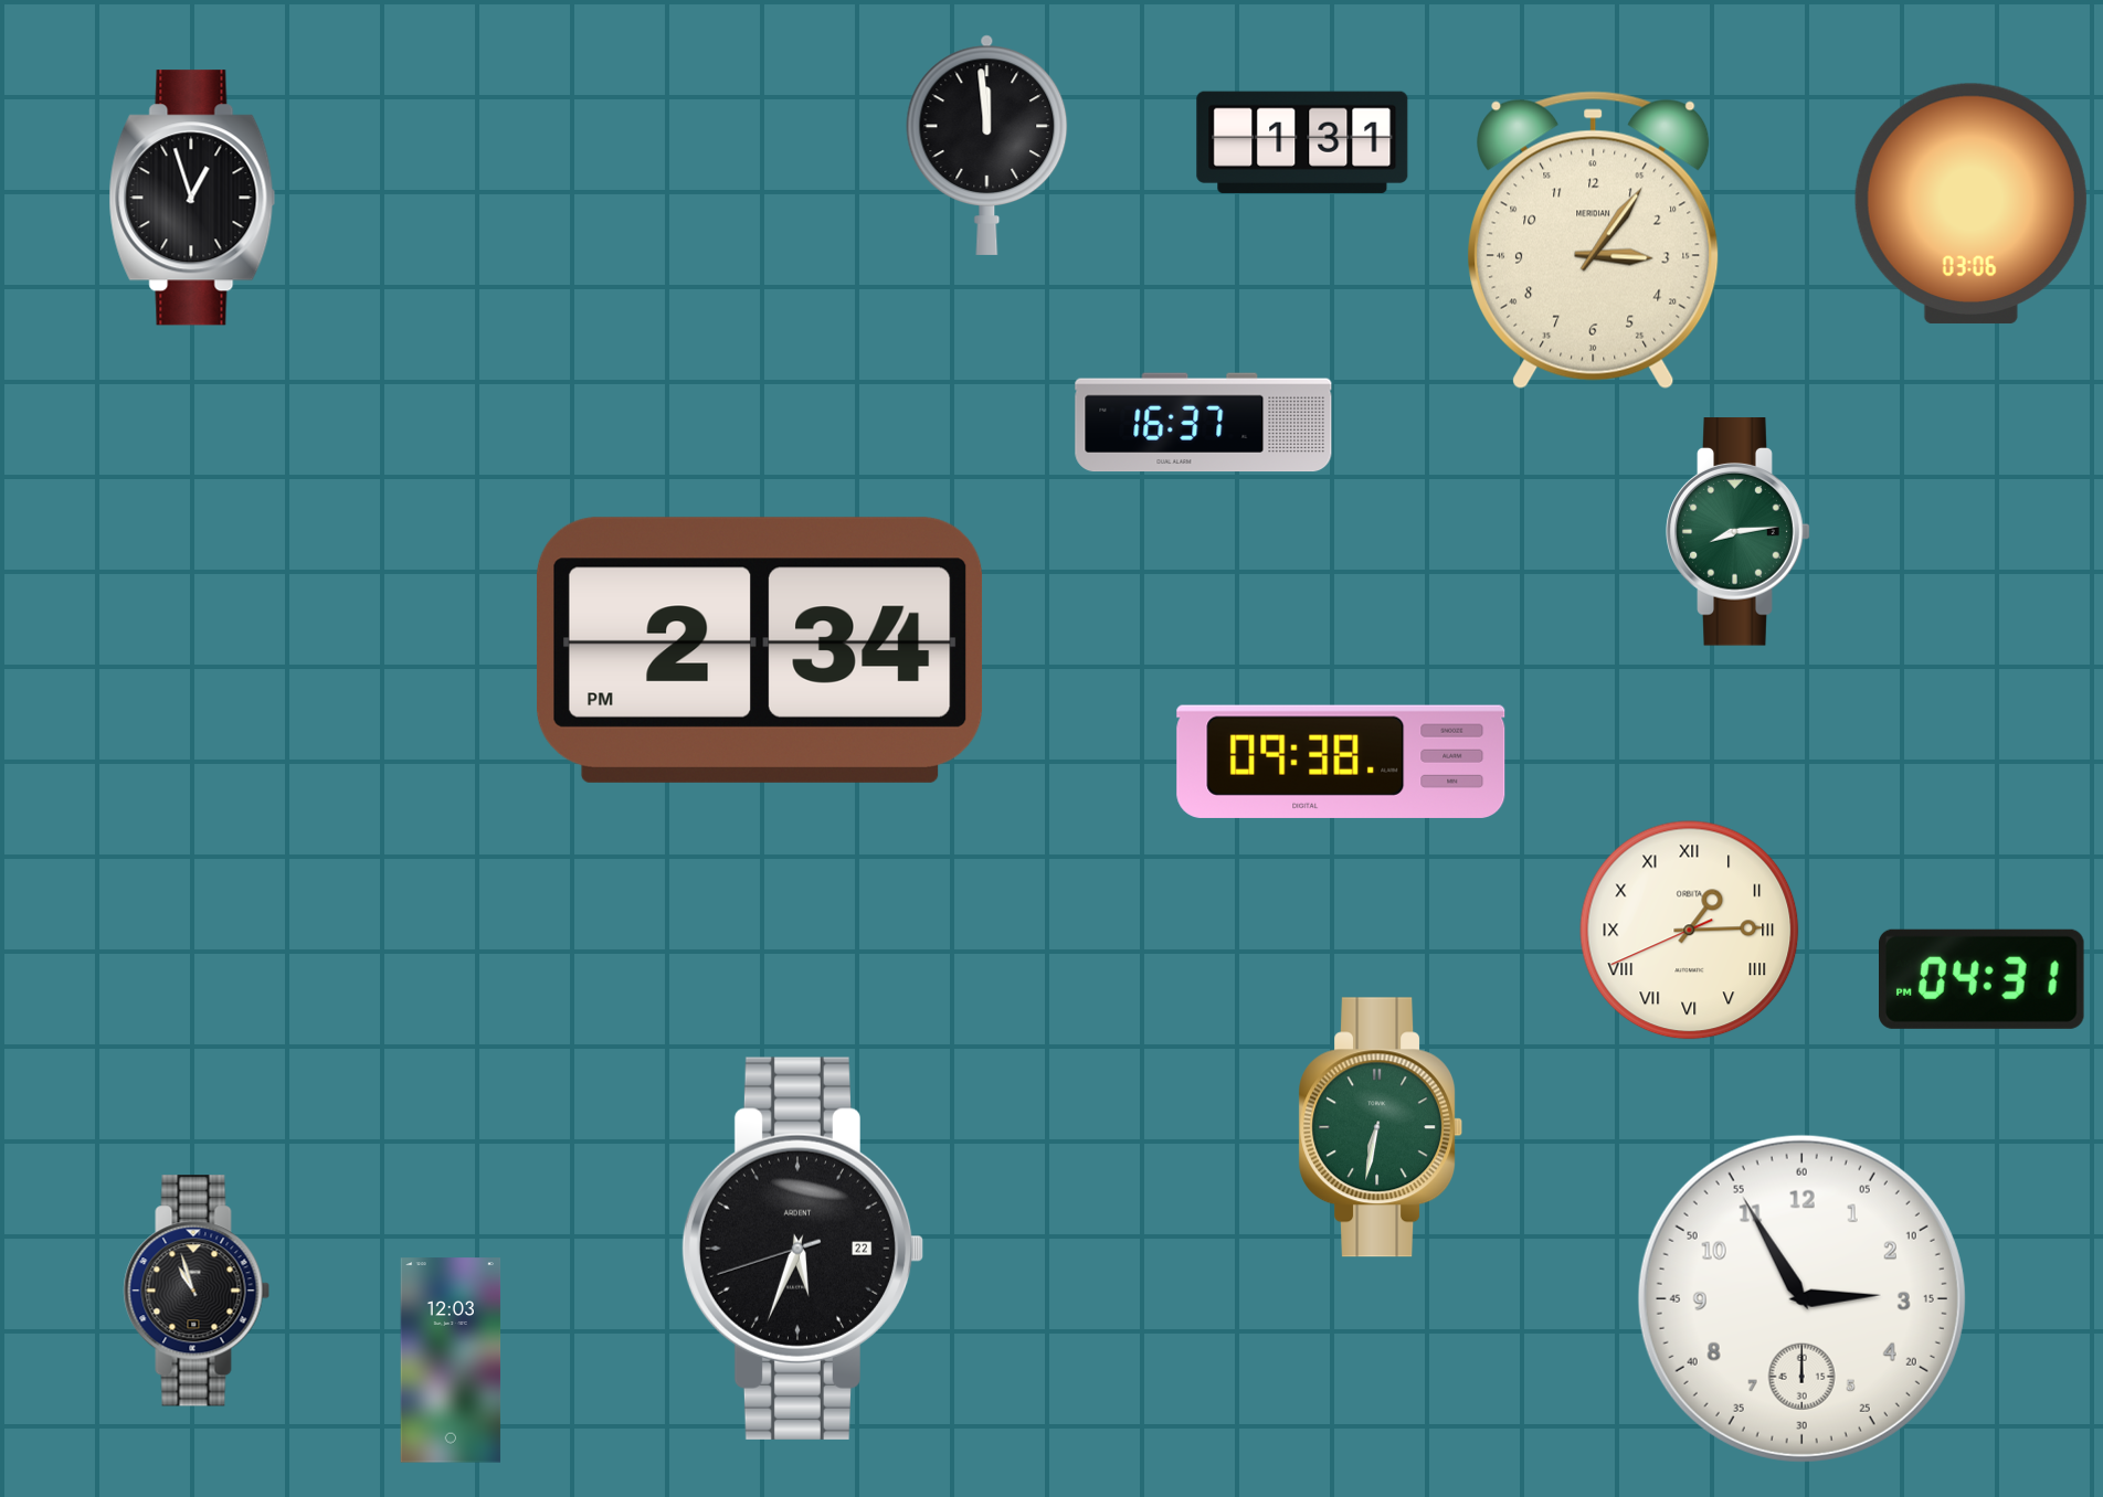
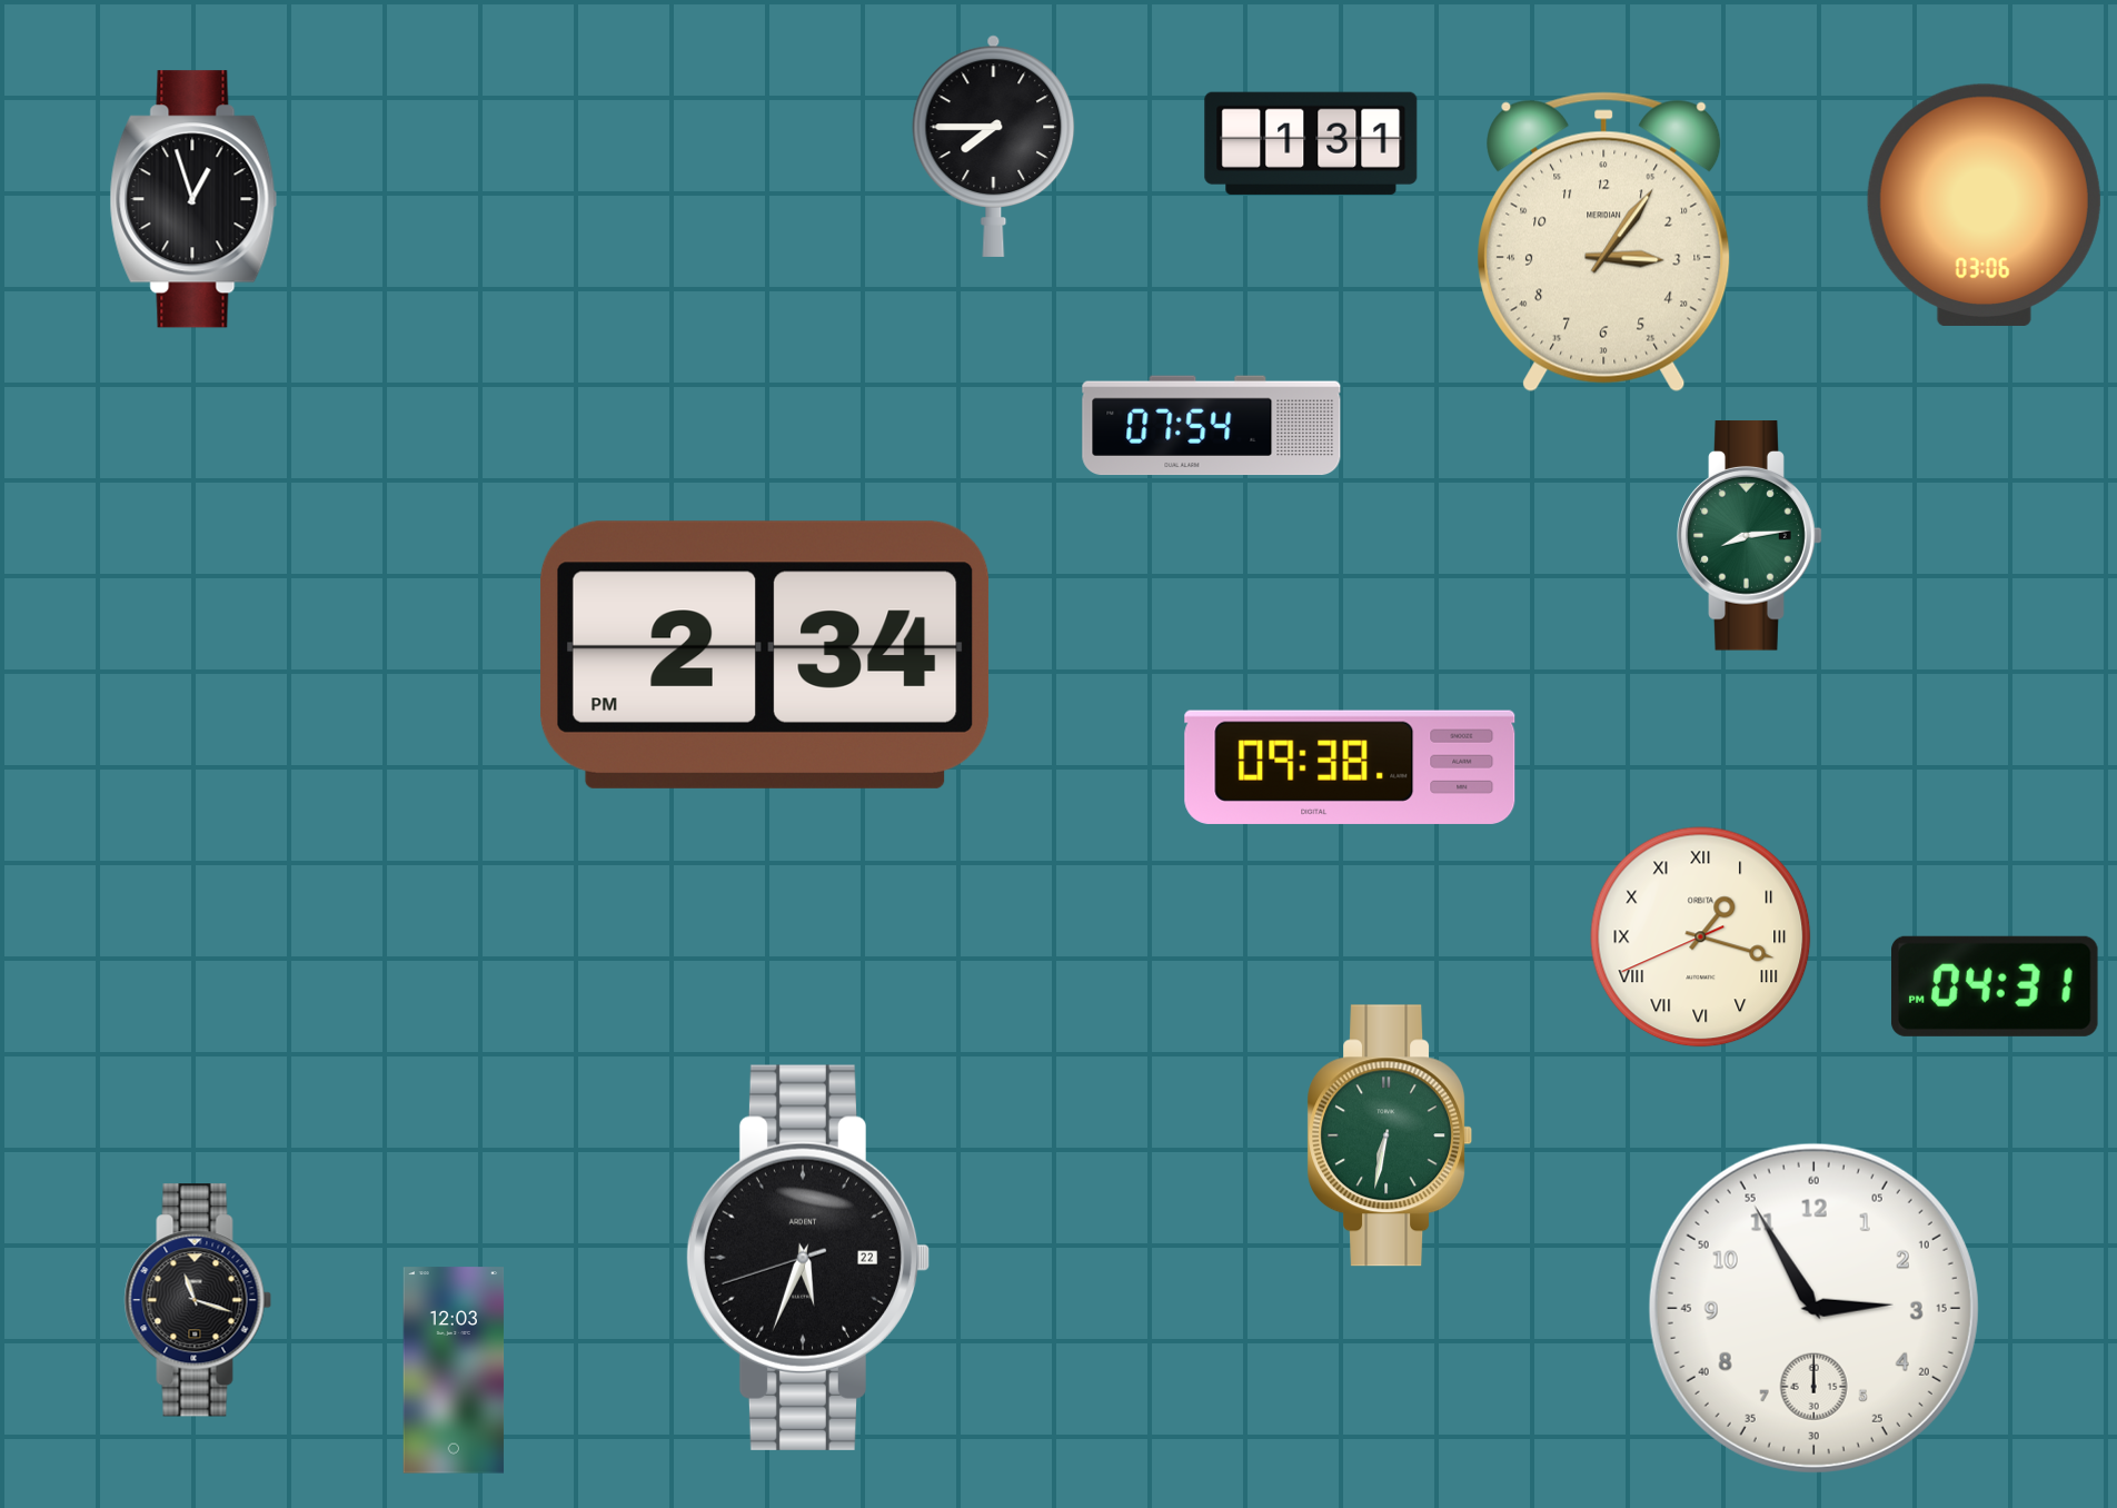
clock at (987, 145): 11:59 -> 7:45
clock at (1204, 423): 16:37 -> 07:54
clock at (1690, 931): 1:14 -> 1:17
clock at (197, 1291): 10:57 -> 11:18
